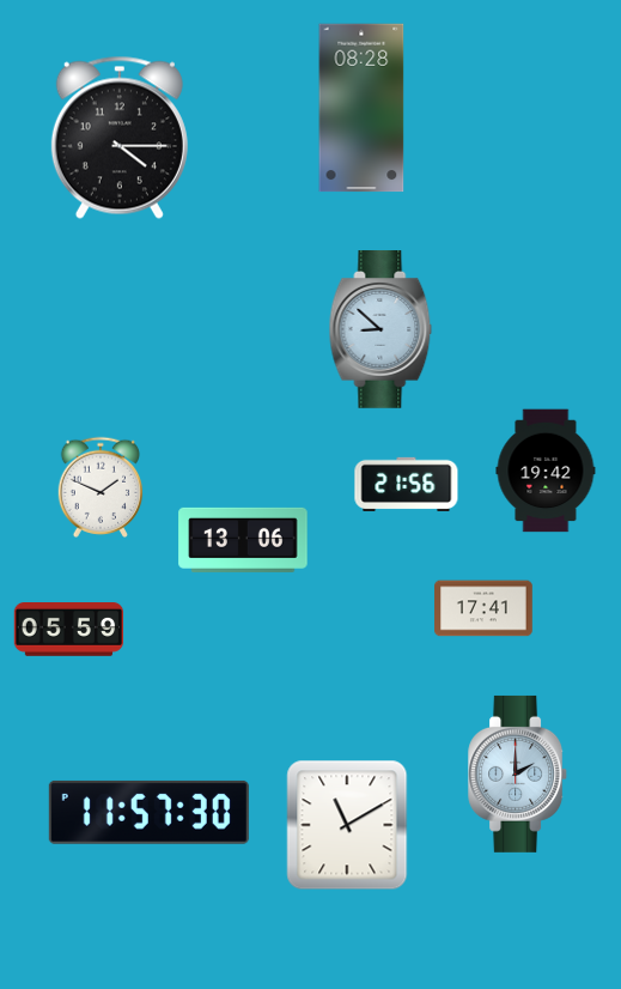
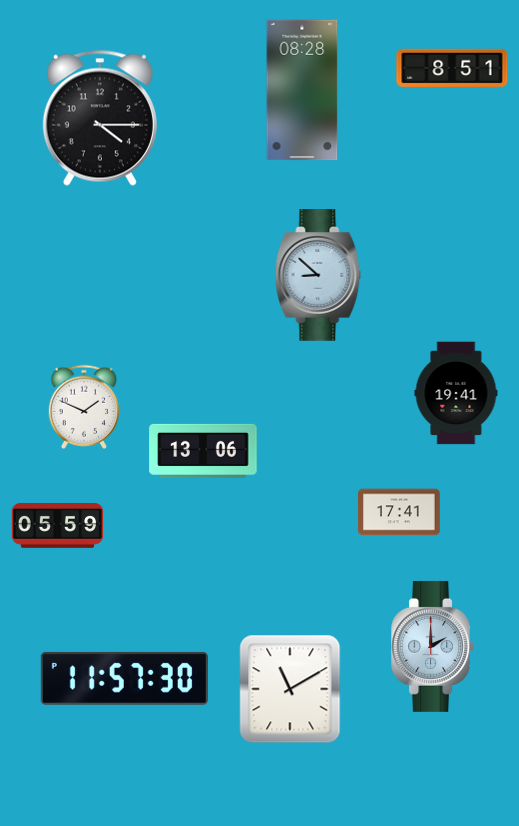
clock at (452, 68): none -> 8:51
clock at (120, 138) position: (120, 138) -> (100, 118)
clock at (546, 471): 19:42 -> 19:41
clock at (407, 484): 21:56 -> none
clock at (485, 608) position: (485, 608) -> (400, 512)
